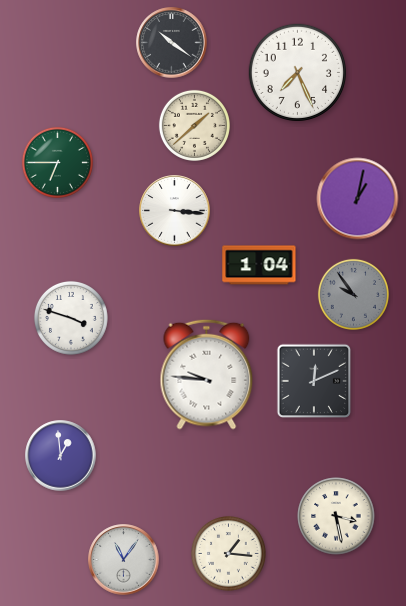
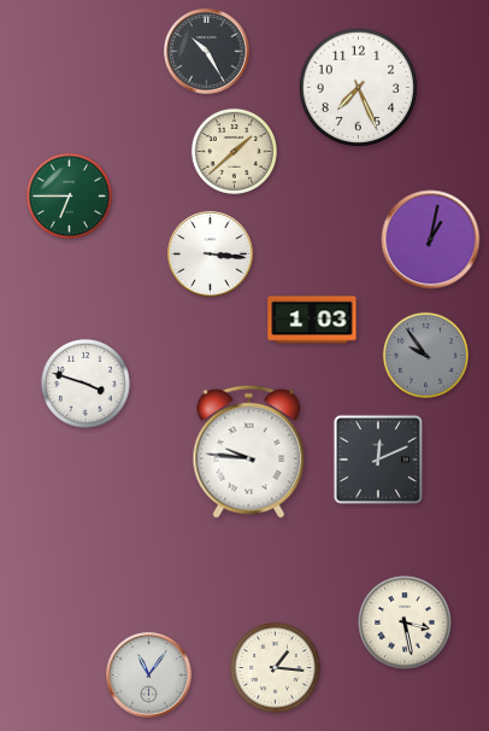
clock at (172, 43): 10:21 -> 10:25
clock at (259, 265): 1:04 -> 1:03
clock at (61, 456): 12:59 -> none
